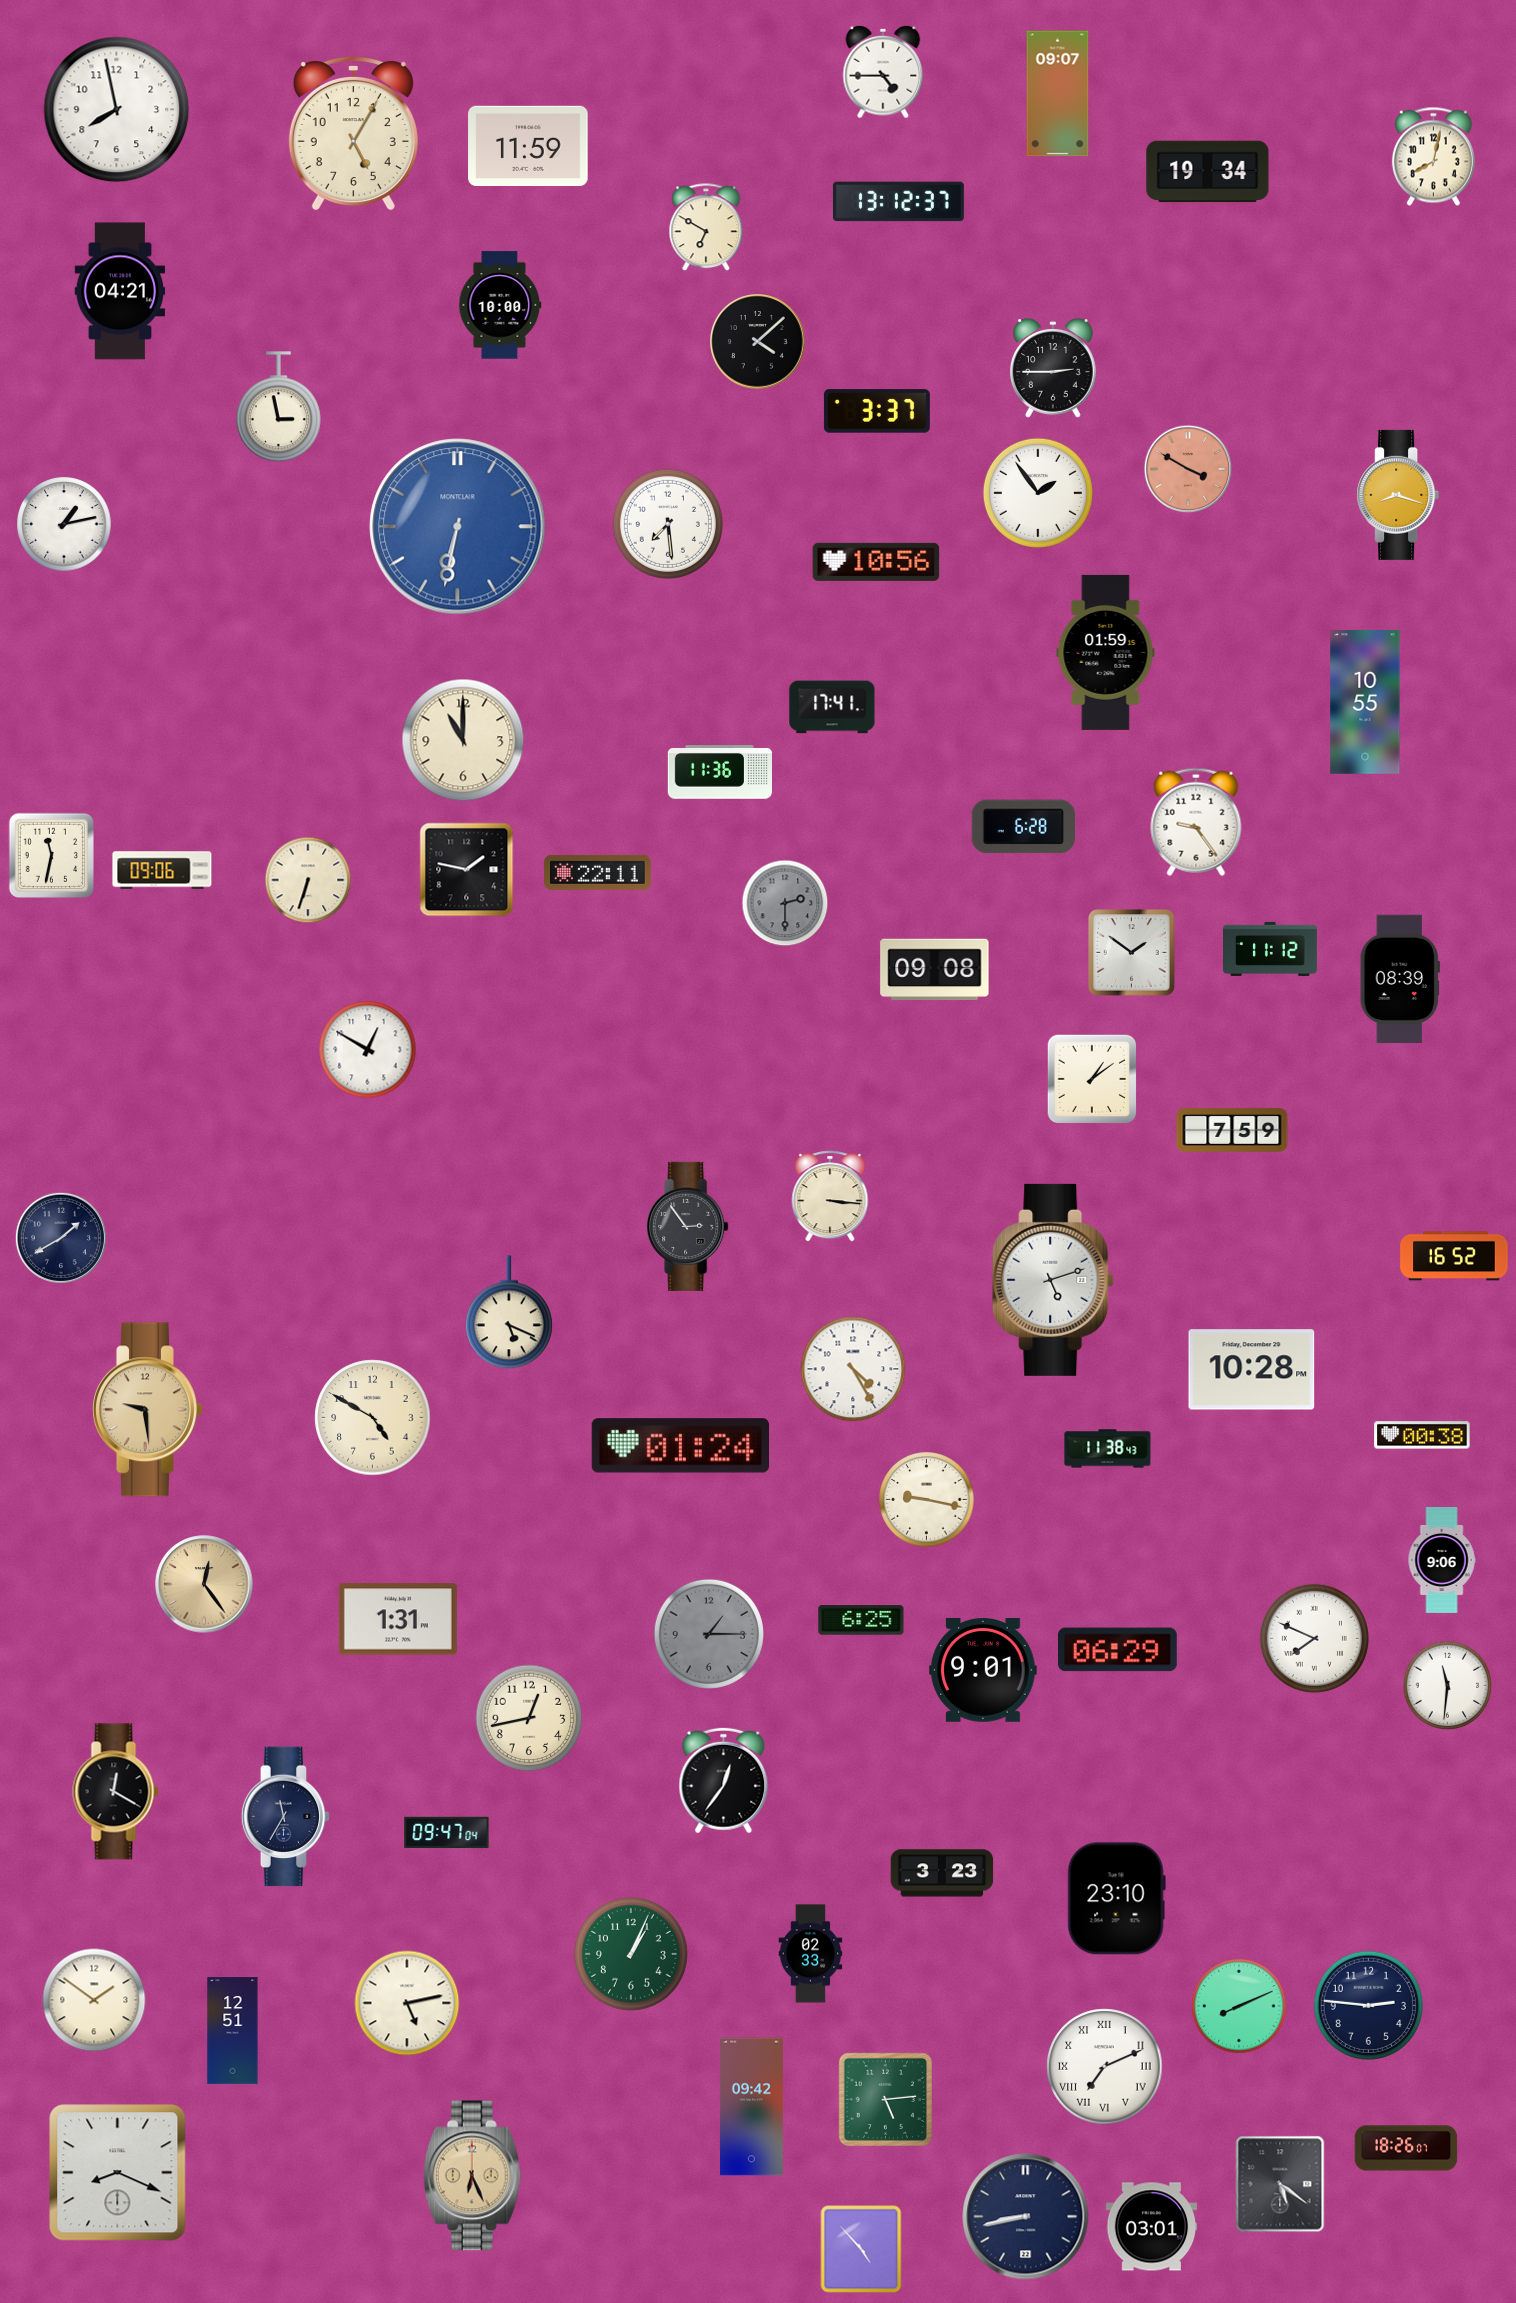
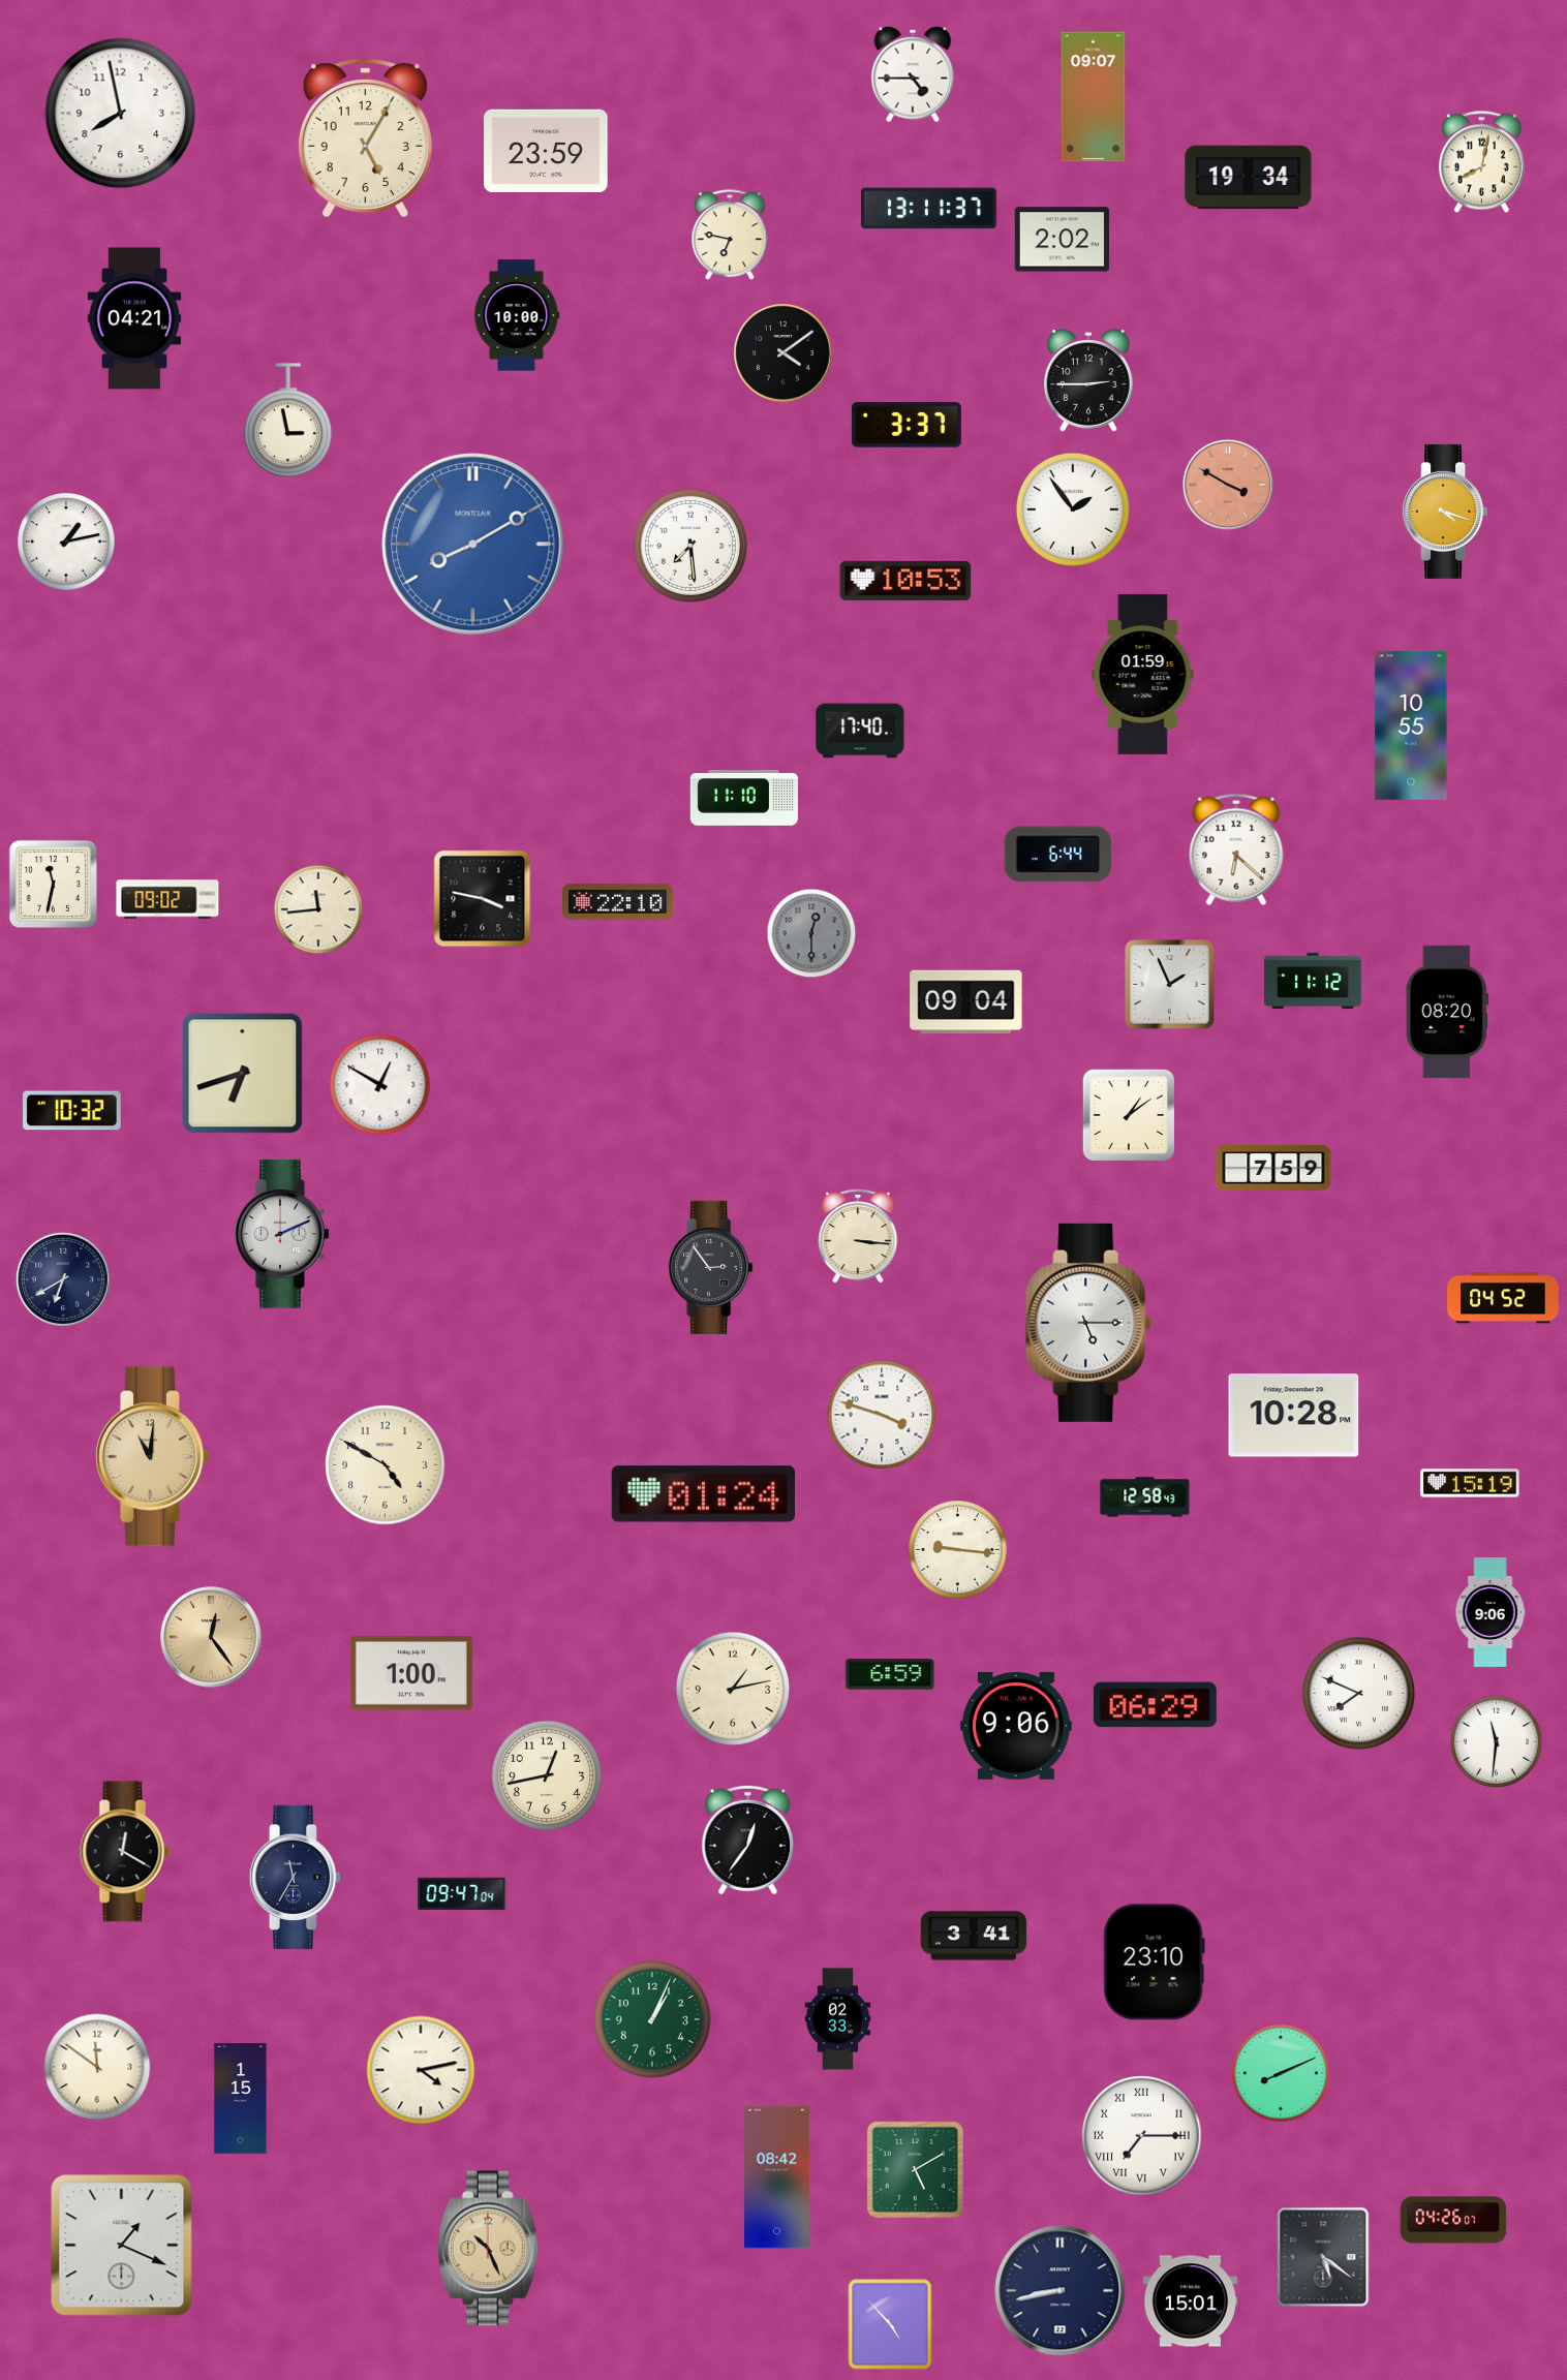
clock at (528, 145): 11:59 -> 23:59
clock at (898, 202): 13:12 -> 13:11
clock at (706, 228): 6:50 -> 6:47
clock at (1062, 240): none -> 2:02
clock at (120, 291) position: (120, 291) -> (134, 318)
clock at (758, 342): 4:08 -> 4:09
clock at (1398, 495): 8:18 -> 4:18
clock at (668, 524) position: (668, 524) -> (690, 546)
clock at (458, 527): 6:32 -> 8:10
clock at (876, 562): 10:56 -> 10:53
clock at (832, 707): 17:41 -> 17:40
clock at (463, 740): 11:00 -> none
clock at (720, 773): 11:36 -> 11:10
clock at (1196, 822): 9:24 -> 6:22
clock at (1023, 827): 6:28 -> 6:44
clock at (162, 870): 09:06 -> 09:02
clock at (467, 870): 1:47 -> 3:47
clock at (598, 872): 22:11 -> 22:10
clock at (308, 880): 6:33 -> 11:44
clock at (785, 903): 2:30 -> 12:30
clock at (1132, 953): 1:51 -> 1:56
clock at (935, 970): 09:08 -> 09:04
clock at (1400, 978): 08:39 -> 08:20
clock at (243, 1074): none -> 6:42
clock at (72, 1111): none -> 10:32
clock at (282, 1235): none -> 2:11
clock at (61, 1238): 1:40 -> 6:40
clock at (1454, 1256): 16:52 -> 04:52
clock at (1053, 1280): 5:12 -> 5:15
clock at (509, 1312): 5:19 -> none
clock at (853, 1369): 4:25 -> 3:48
clock at (148, 1410): 9:29 -> 11:01
clock at (1422, 1435): 00:38 -> 15:19
clock at (1108, 1449): 11:38 -> 12:58
clock at (927, 1500): 9:17 -> 9:16
clock at (398, 1619): 1:31 -> 1:00
clock at (861, 1620): 6:25 -> 6:59
clock at (709, 1634): 1:15 -> 1:13
clock at (709, 1634) dial: grey -> cream
clock at (983, 1671): 9:01 -> 9:06
clock at (116, 1792) position: (116, 1792) -> (125, 1852)
clock at (942, 1873): 3:23 -> 3:41
clock at (94, 2000): 1:51 -> 11:51
clock at (407, 2003): 5:13 -> 4:13
clock at (1368, 2005): 2:46 -> none
clock at (233, 2031): 12:51 -> 1:15
clock at (1105, 2067): 7:11 -> 7:15
clock at (885, 2099): 5:14 -> 5:10
clock at (751, 2107): 09:42 -> 08:42
clock at (1406, 2148): 18:26 -> 04:26
clock at (118, 2173): 8:19 -> 1:19
clock at (472, 2176): 6:26 -> 10:26
clock at (1152, 2227): 03:01 -> 15:01
